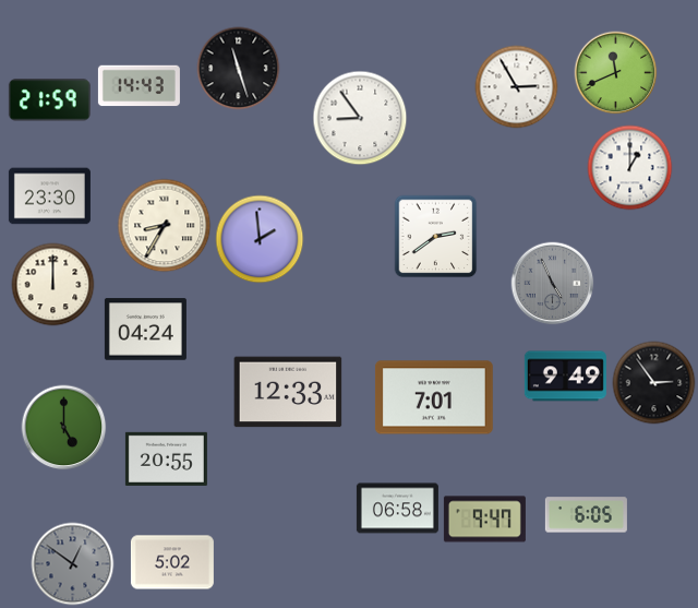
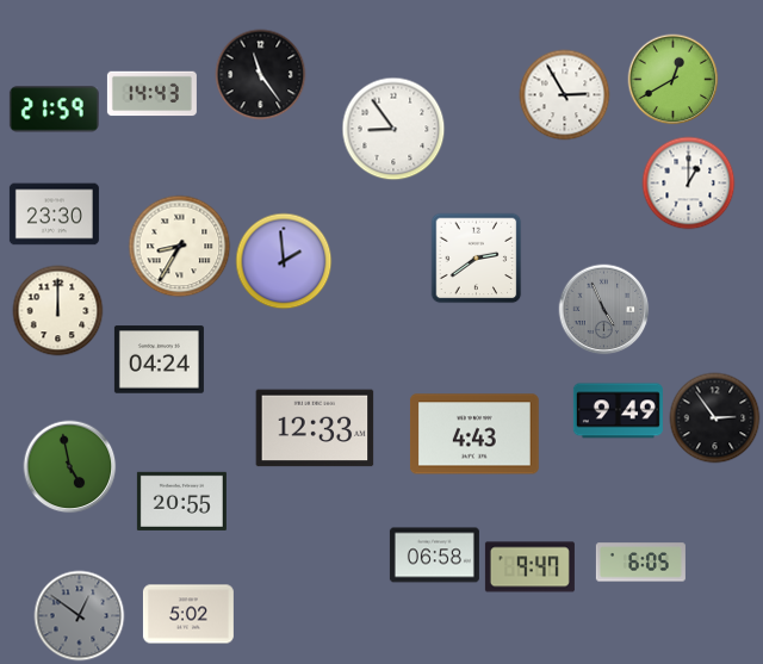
clock at (239, 69): 11:27 -> 11:24
clock at (616, 73): 11:41 -> 12:40
clock at (434, 397): 7:01 -> 4:43
clock at (64, 428): 5:00 -> 4:58
